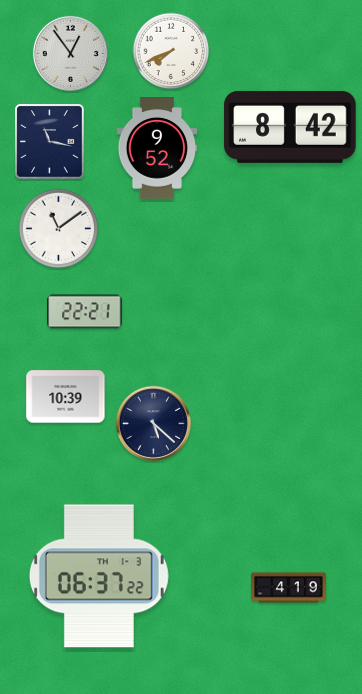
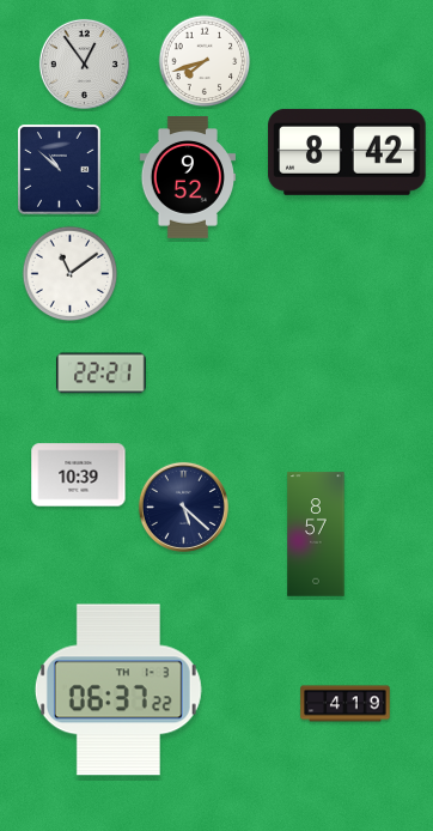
clock at (171, 51): 7:41 -> 7:42
clock at (50, 142): 11:17 -> 10:52
clock at (316, 534): none -> 8:57
